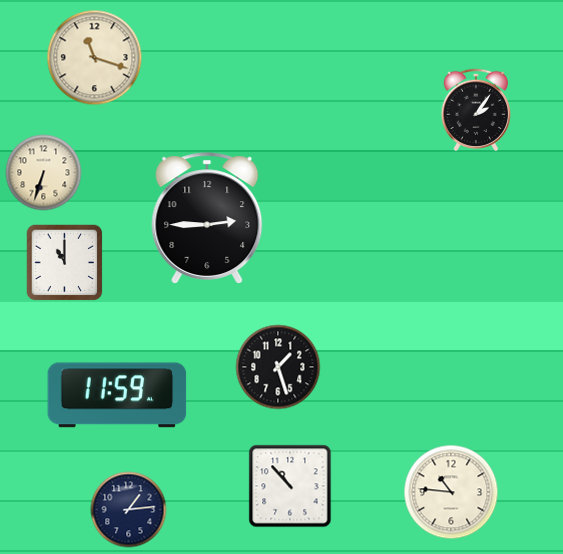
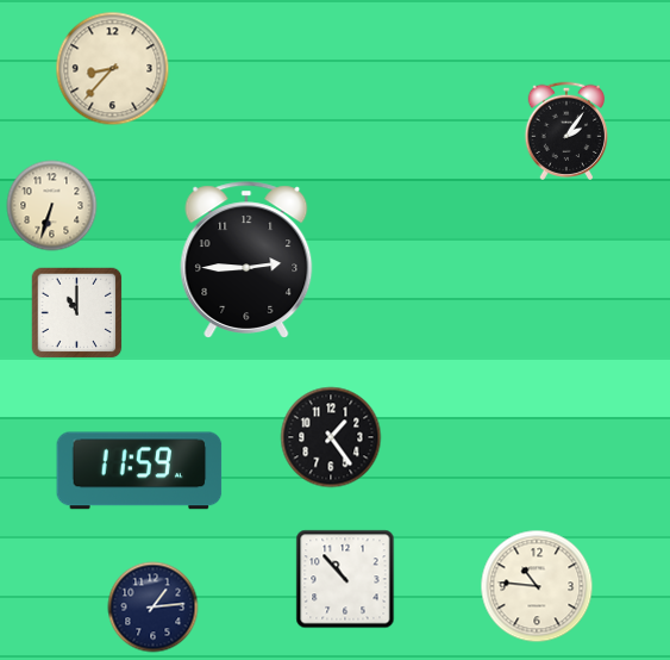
clock at (95, 58): 11:18 -> 8:37
clock at (278, 367): 1:27 -> 1:24
